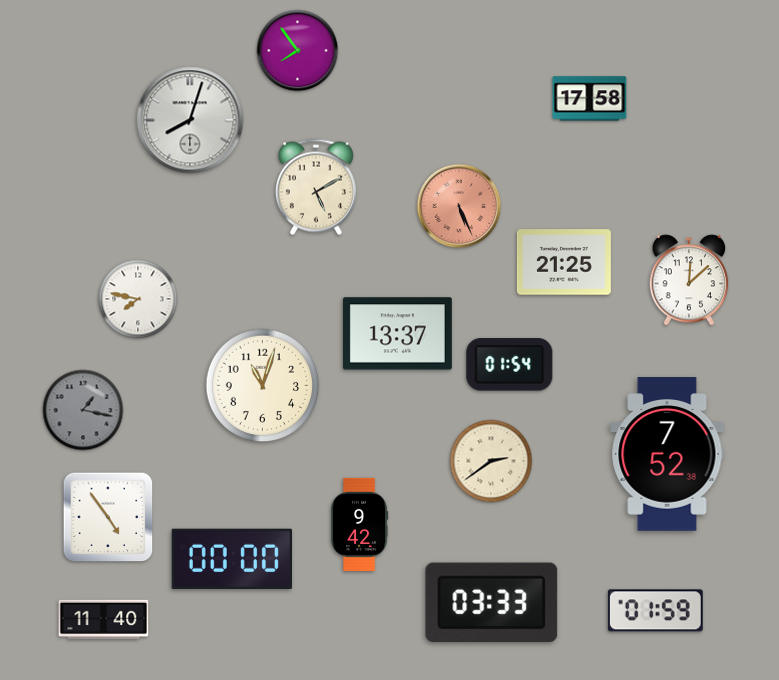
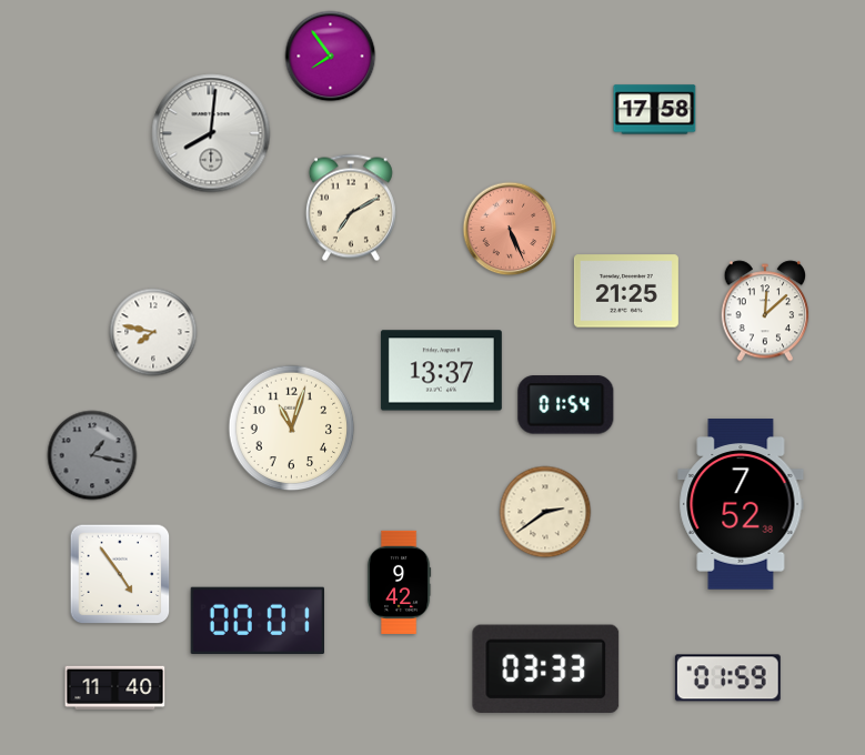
clock at (190, 120): 8:03 -> 8:01
clock at (316, 187): 5:10 -> 7:10
clock at (231, 558): 00:00 -> 00:01
